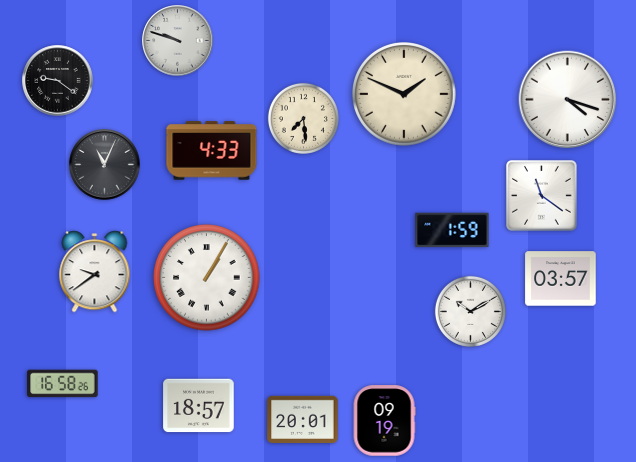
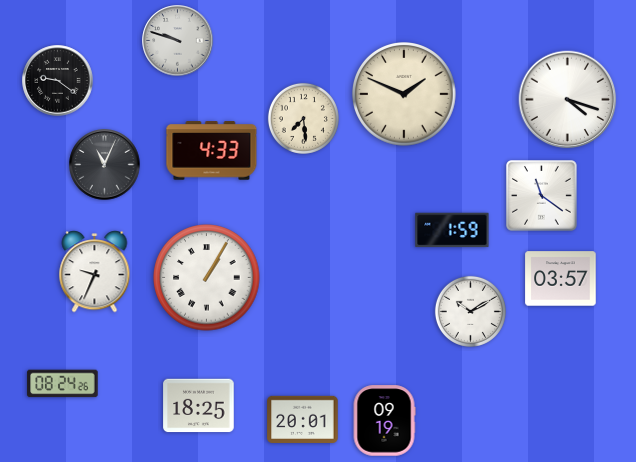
clock at (95, 272): 9:39 -> 9:34
clock at (63, 384): 16:58 -> 08:24
clock at (199, 406): 18:57 -> 18:25
